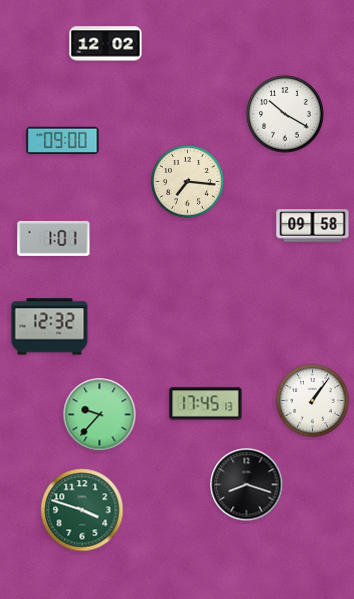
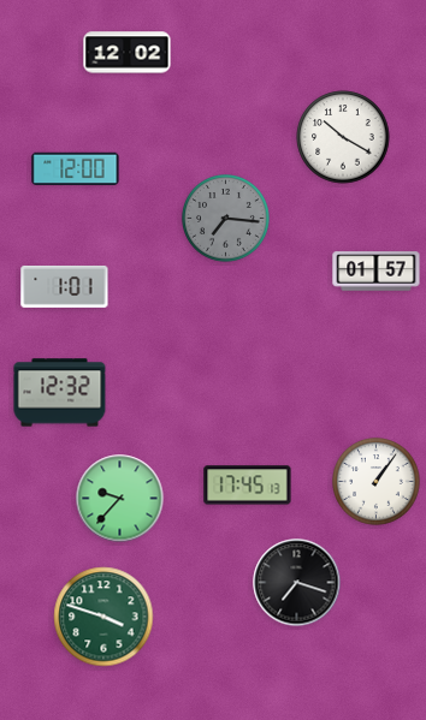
clock at (63, 141): 09:00 -> 12:00
clock at (188, 182) dial: cream -> grey
clock at (313, 226): 09:58 -> 01:57
clock at (247, 485): 8:18 -> 7:18
clock at (82, 510) position: (82, 510) -> (103, 617)
